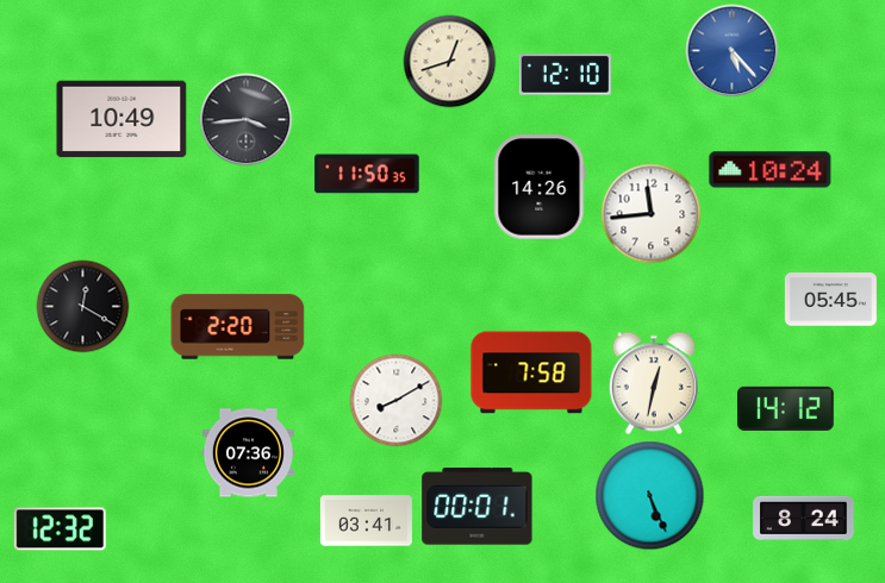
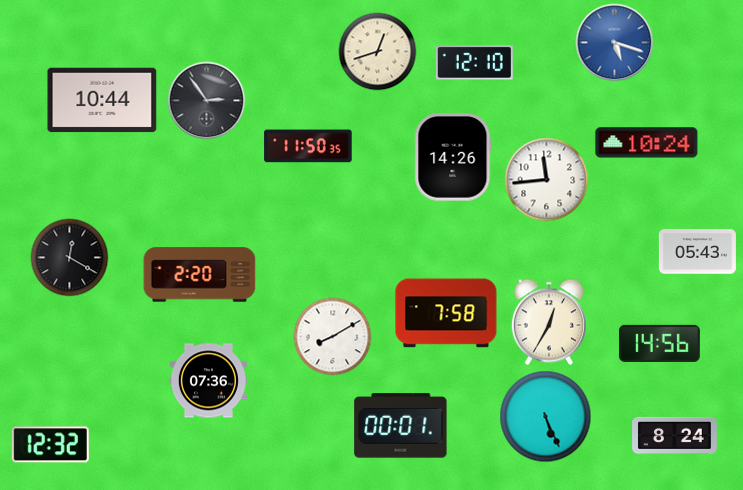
clock at (731, 50): 5:23 -> 5:18
clock at (121, 119): 10:49 -> 10:44
clock at (245, 119): 3:44 -> 2:54
clock at (830, 300): 05:45 -> 05:43
clock at (654, 383): 12:32 -> 12:35
clock at (785, 408): 14:12 -> 14:56
clock at (366, 521): 03:41 -> none
